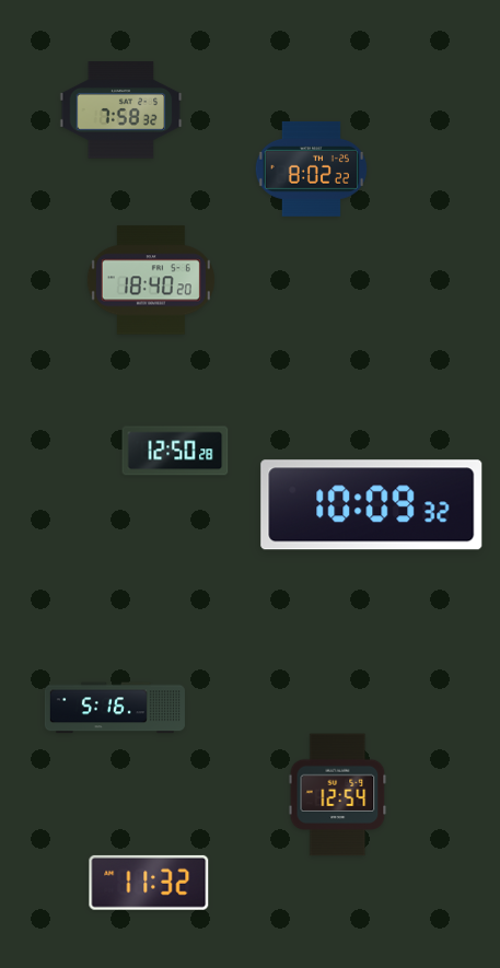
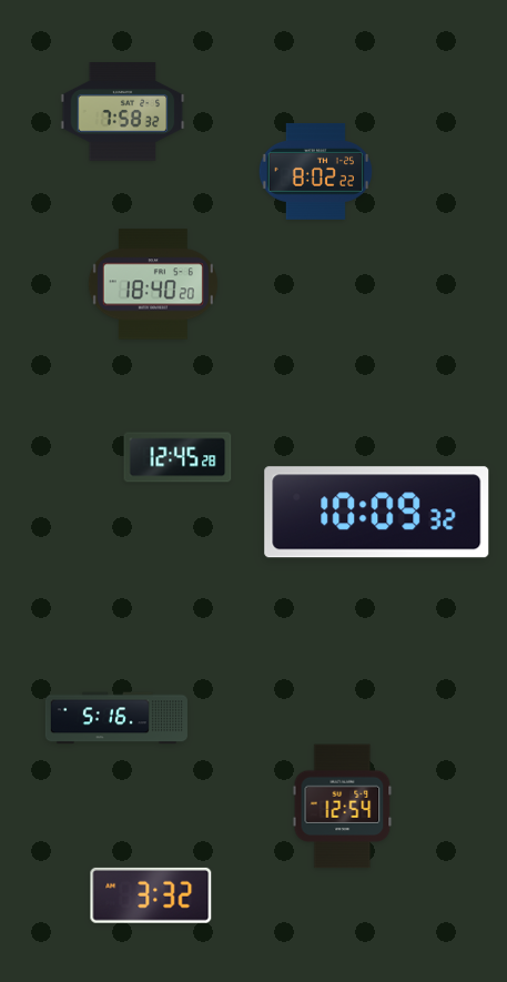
clock at (175, 451): 12:50 -> 12:45
clock at (149, 883): 11:32 -> 3:32
